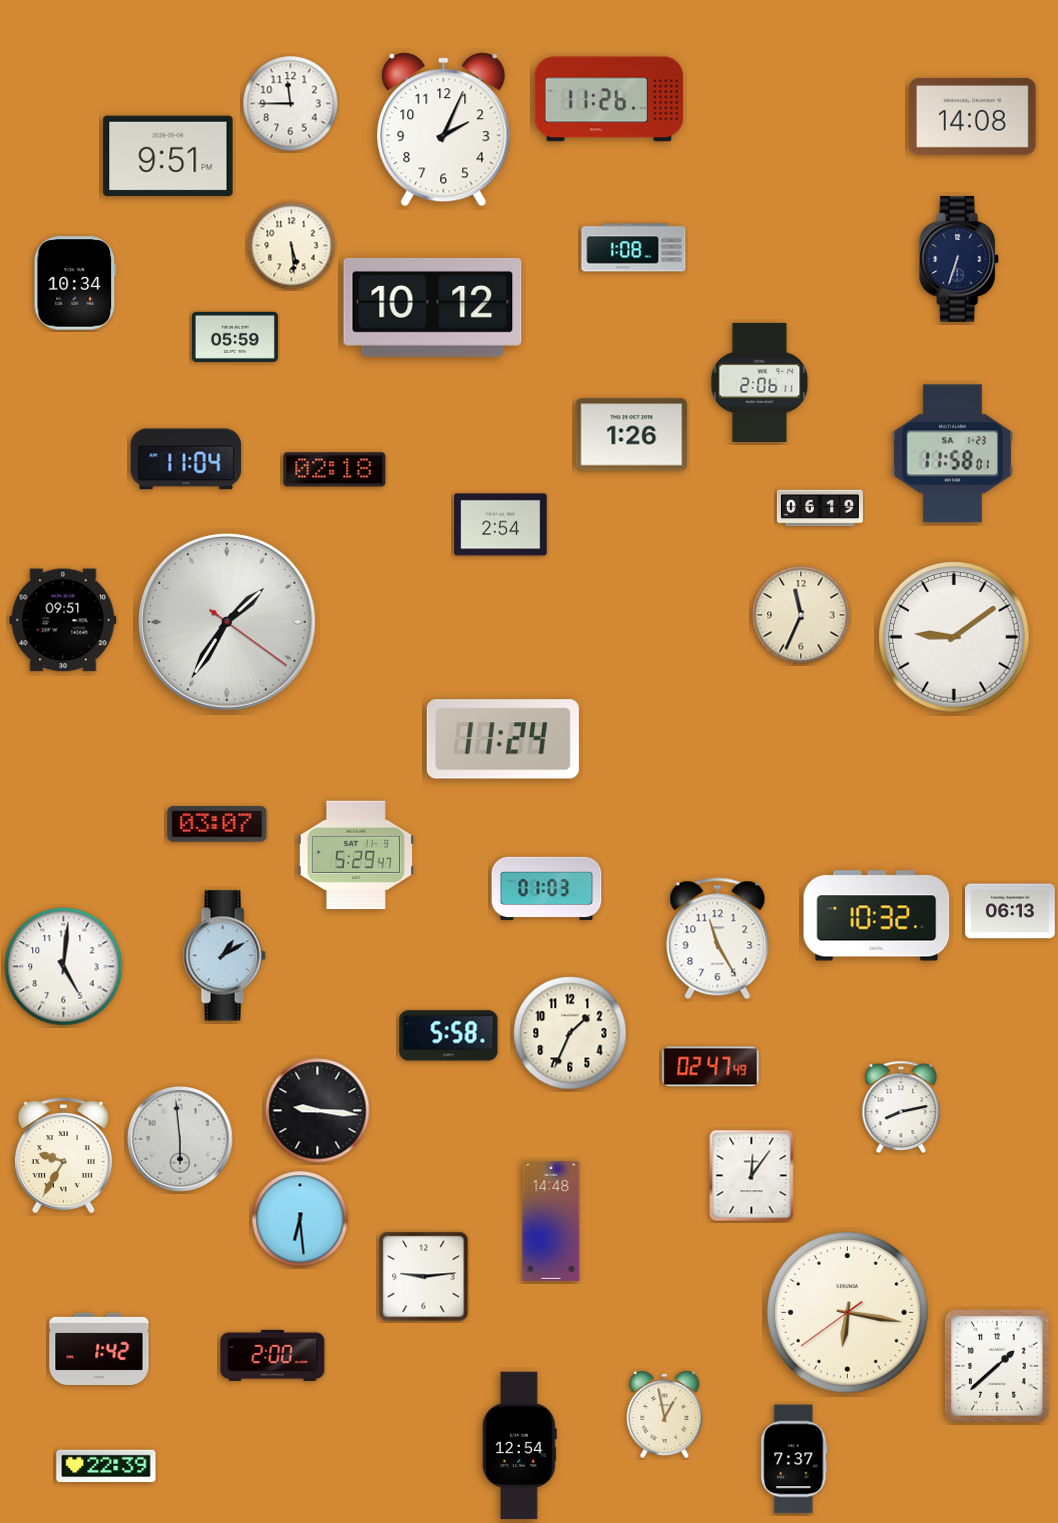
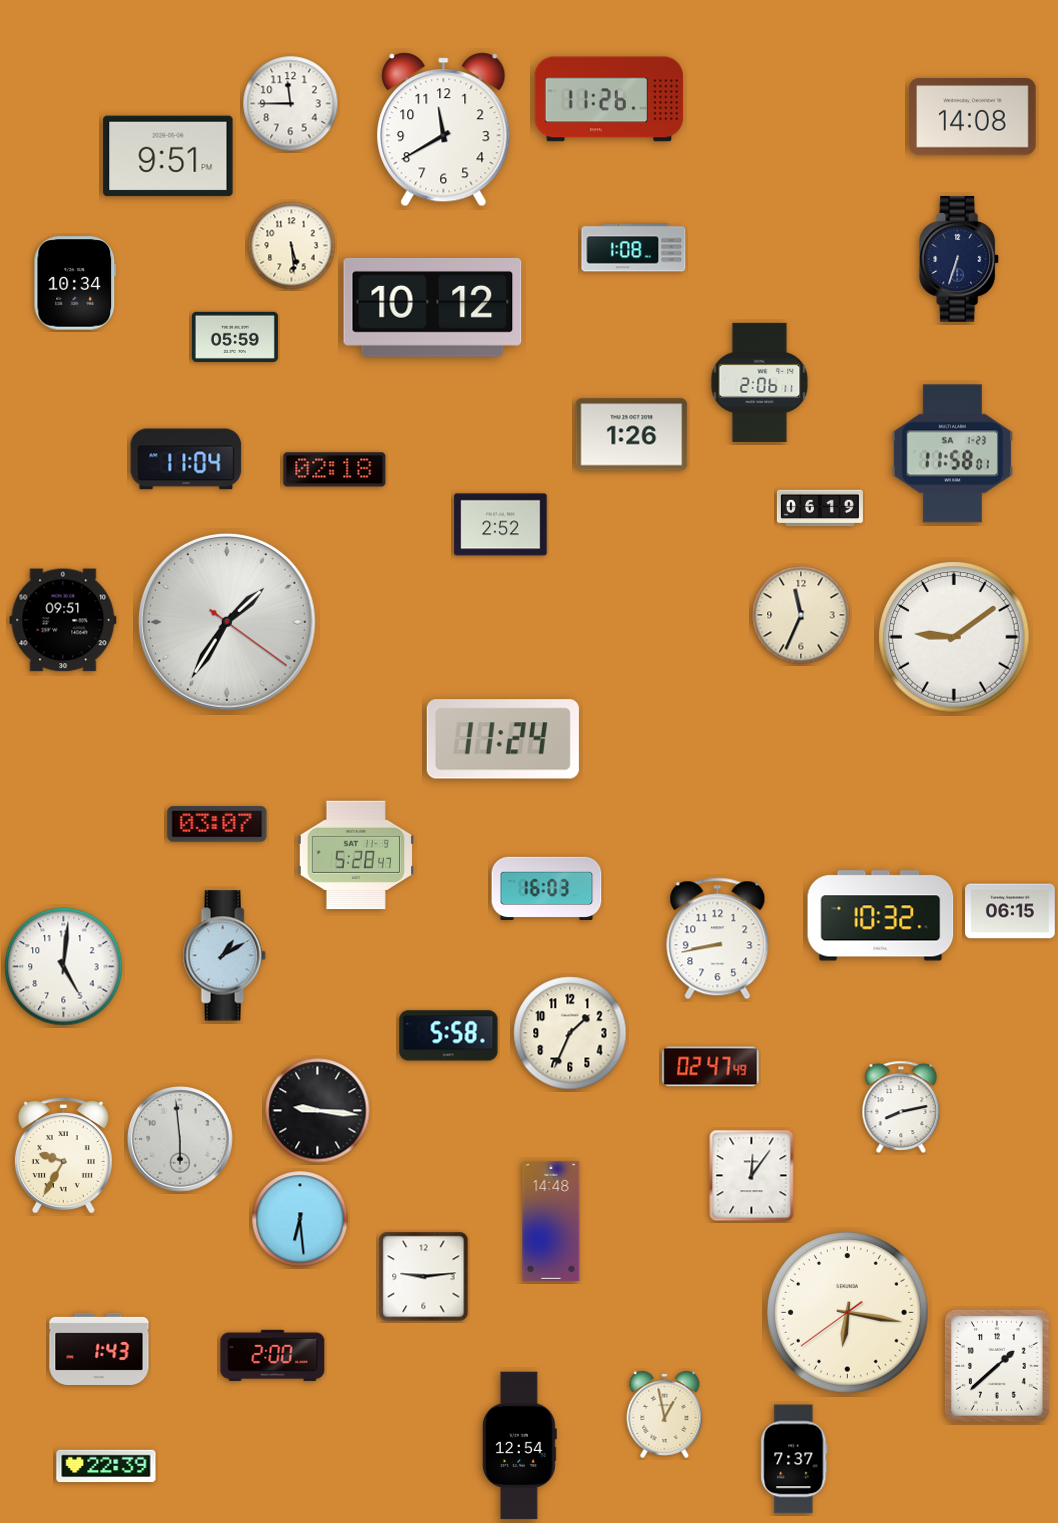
clock at (444, 130): 2:04 -> 11:40
clock at (501, 525): 2:54 -> 2:52
clock at (356, 855): 5:29 -> 5:28
clock at (547, 888): 01:03 -> 16:03
clock at (1010, 911): 06:13 -> 06:15
clock at (877, 916) position: (877, 916) -> (881, 916)
clock at (718, 939): 11:25 -> 8:43
clock at (99, 1348): 1:42 -> 1:43
